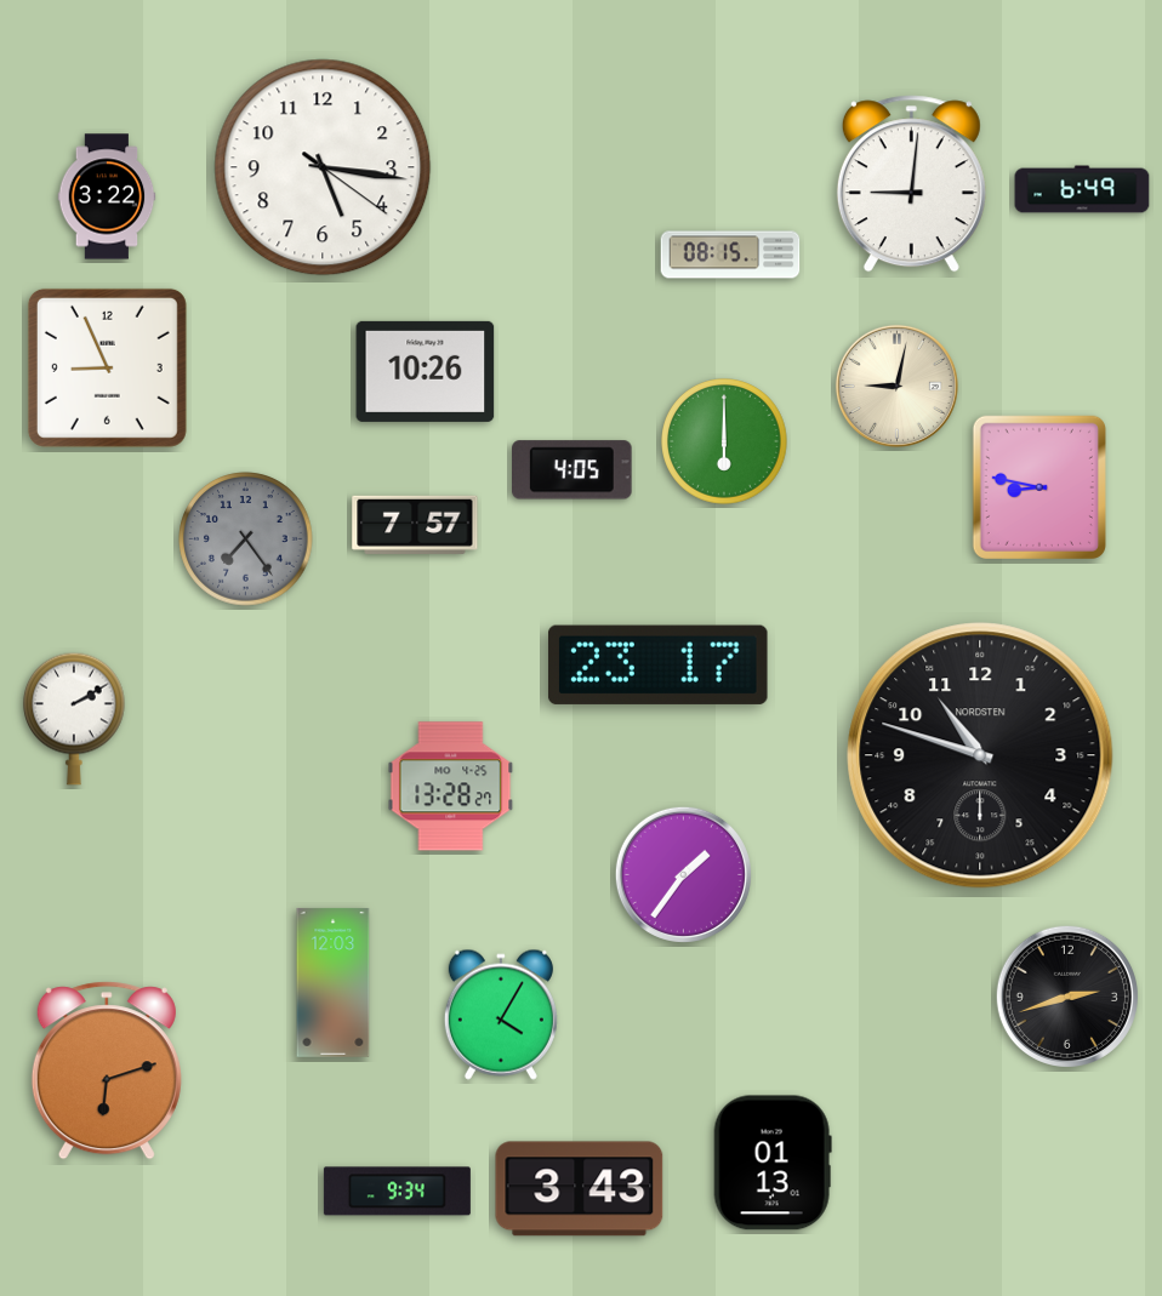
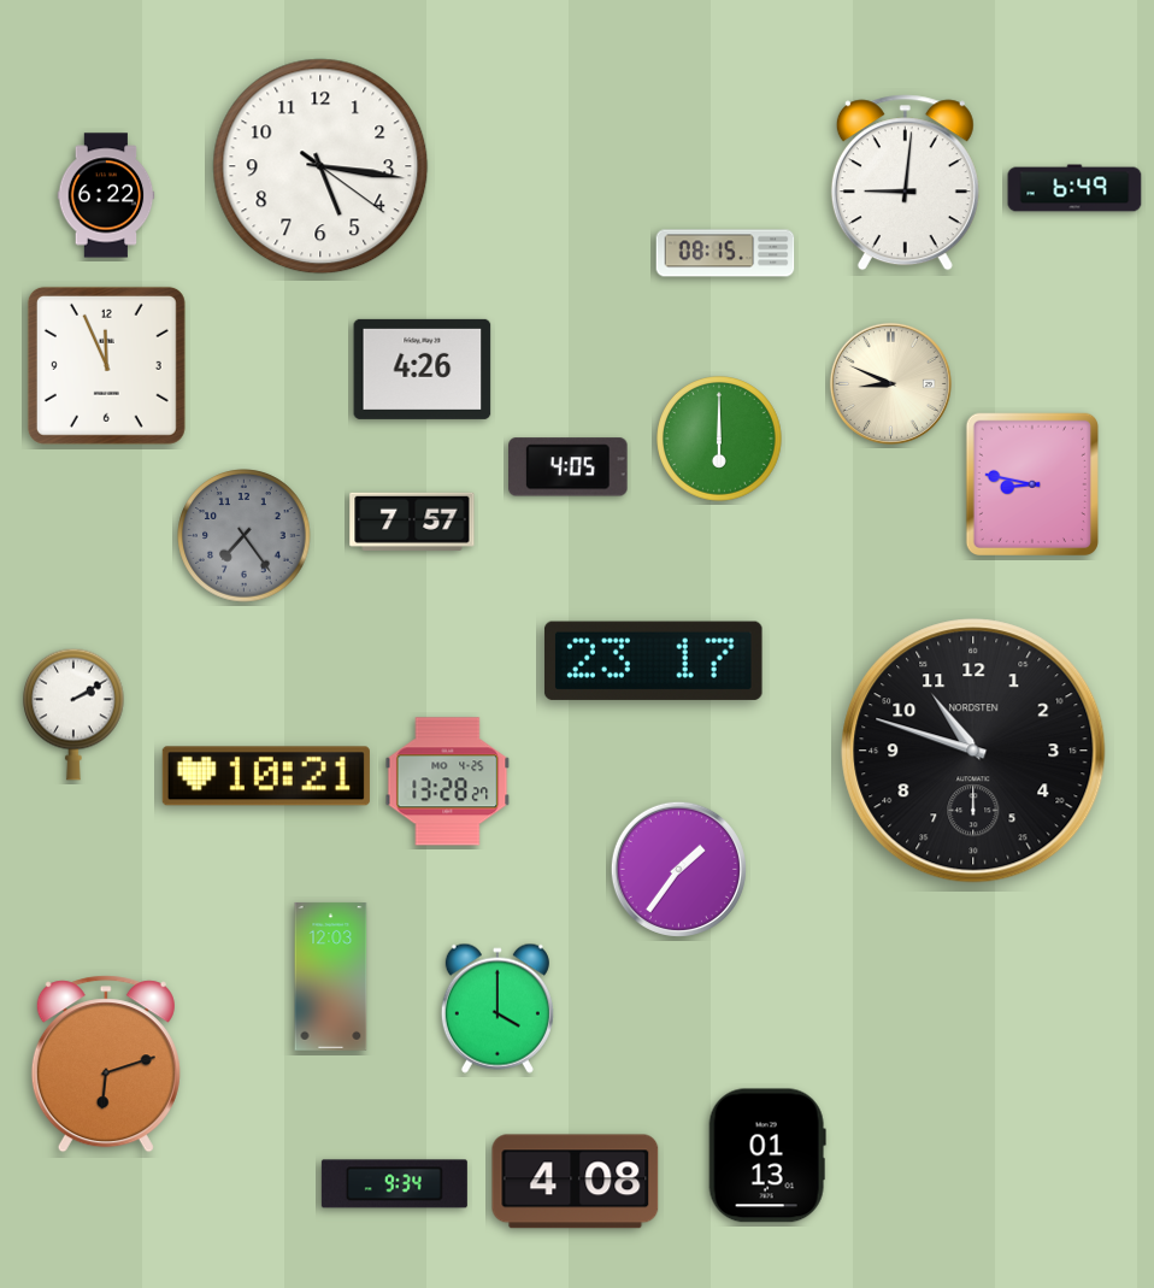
clock at (107, 196): 3:22 -> 6:22
clock at (107, 367): 8:56 -> 11:56
clock at (426, 371): 10:26 -> 4:26
clock at (896, 386): 9:02 -> 8:49
clock at (266, 776): none -> 10:21
clock at (1067, 997): 2:42 -> none
clock at (501, 1015): 4:05 -> 4:00
clock at (580, 1189): 3:43 -> 4:08
